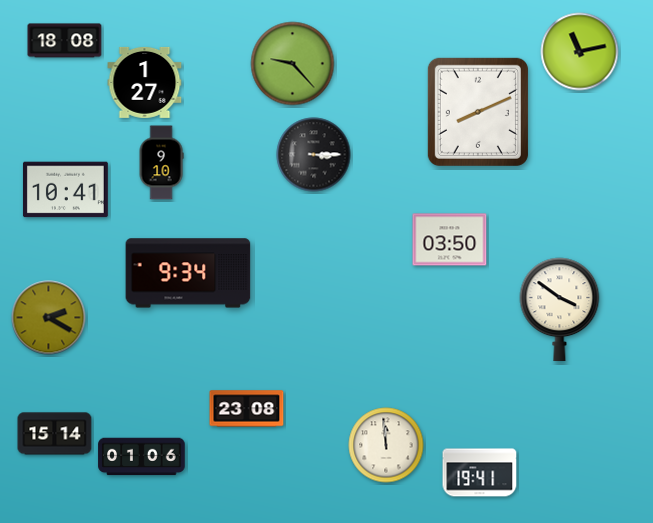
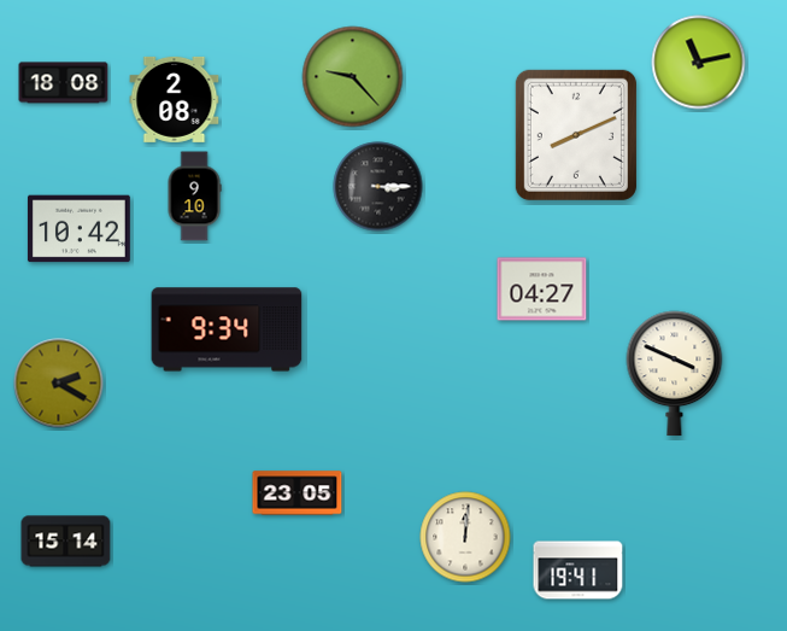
clock at (65, 41) position: (65, 41) -> (64, 83)
clock at (145, 82): 1:27 -> 2:08
clock at (65, 190): 10:41 -> 10:42
clock at (450, 240): 03:50 -> 04:27
clock at (560, 310): 3:51 -> 3:49
clock at (247, 409): 23:08 -> 23:05
clock at (55, 434) position: (55, 434) -> (66, 542)
clock at (386, 445): 11:59 -> 12:01
clock at (142, 457): 01:06 -> none
